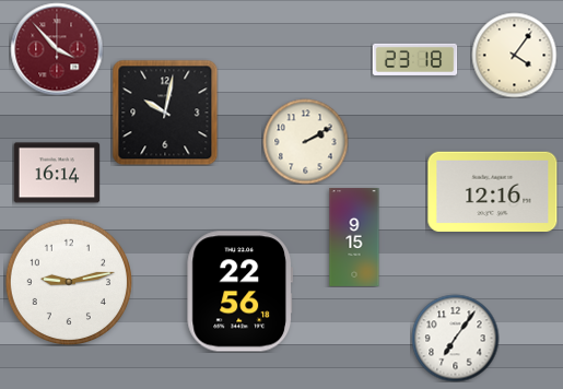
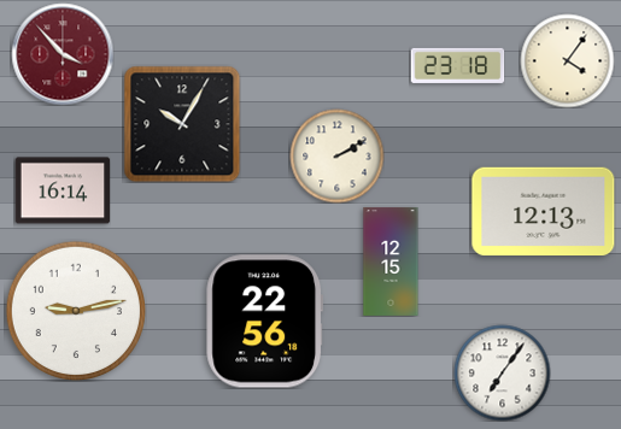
clock at (165, 113): 10:02 -> 10:05
clock at (493, 191): 12:16 -> 12:13
clock at (354, 237): 9:15 -> 12:15
